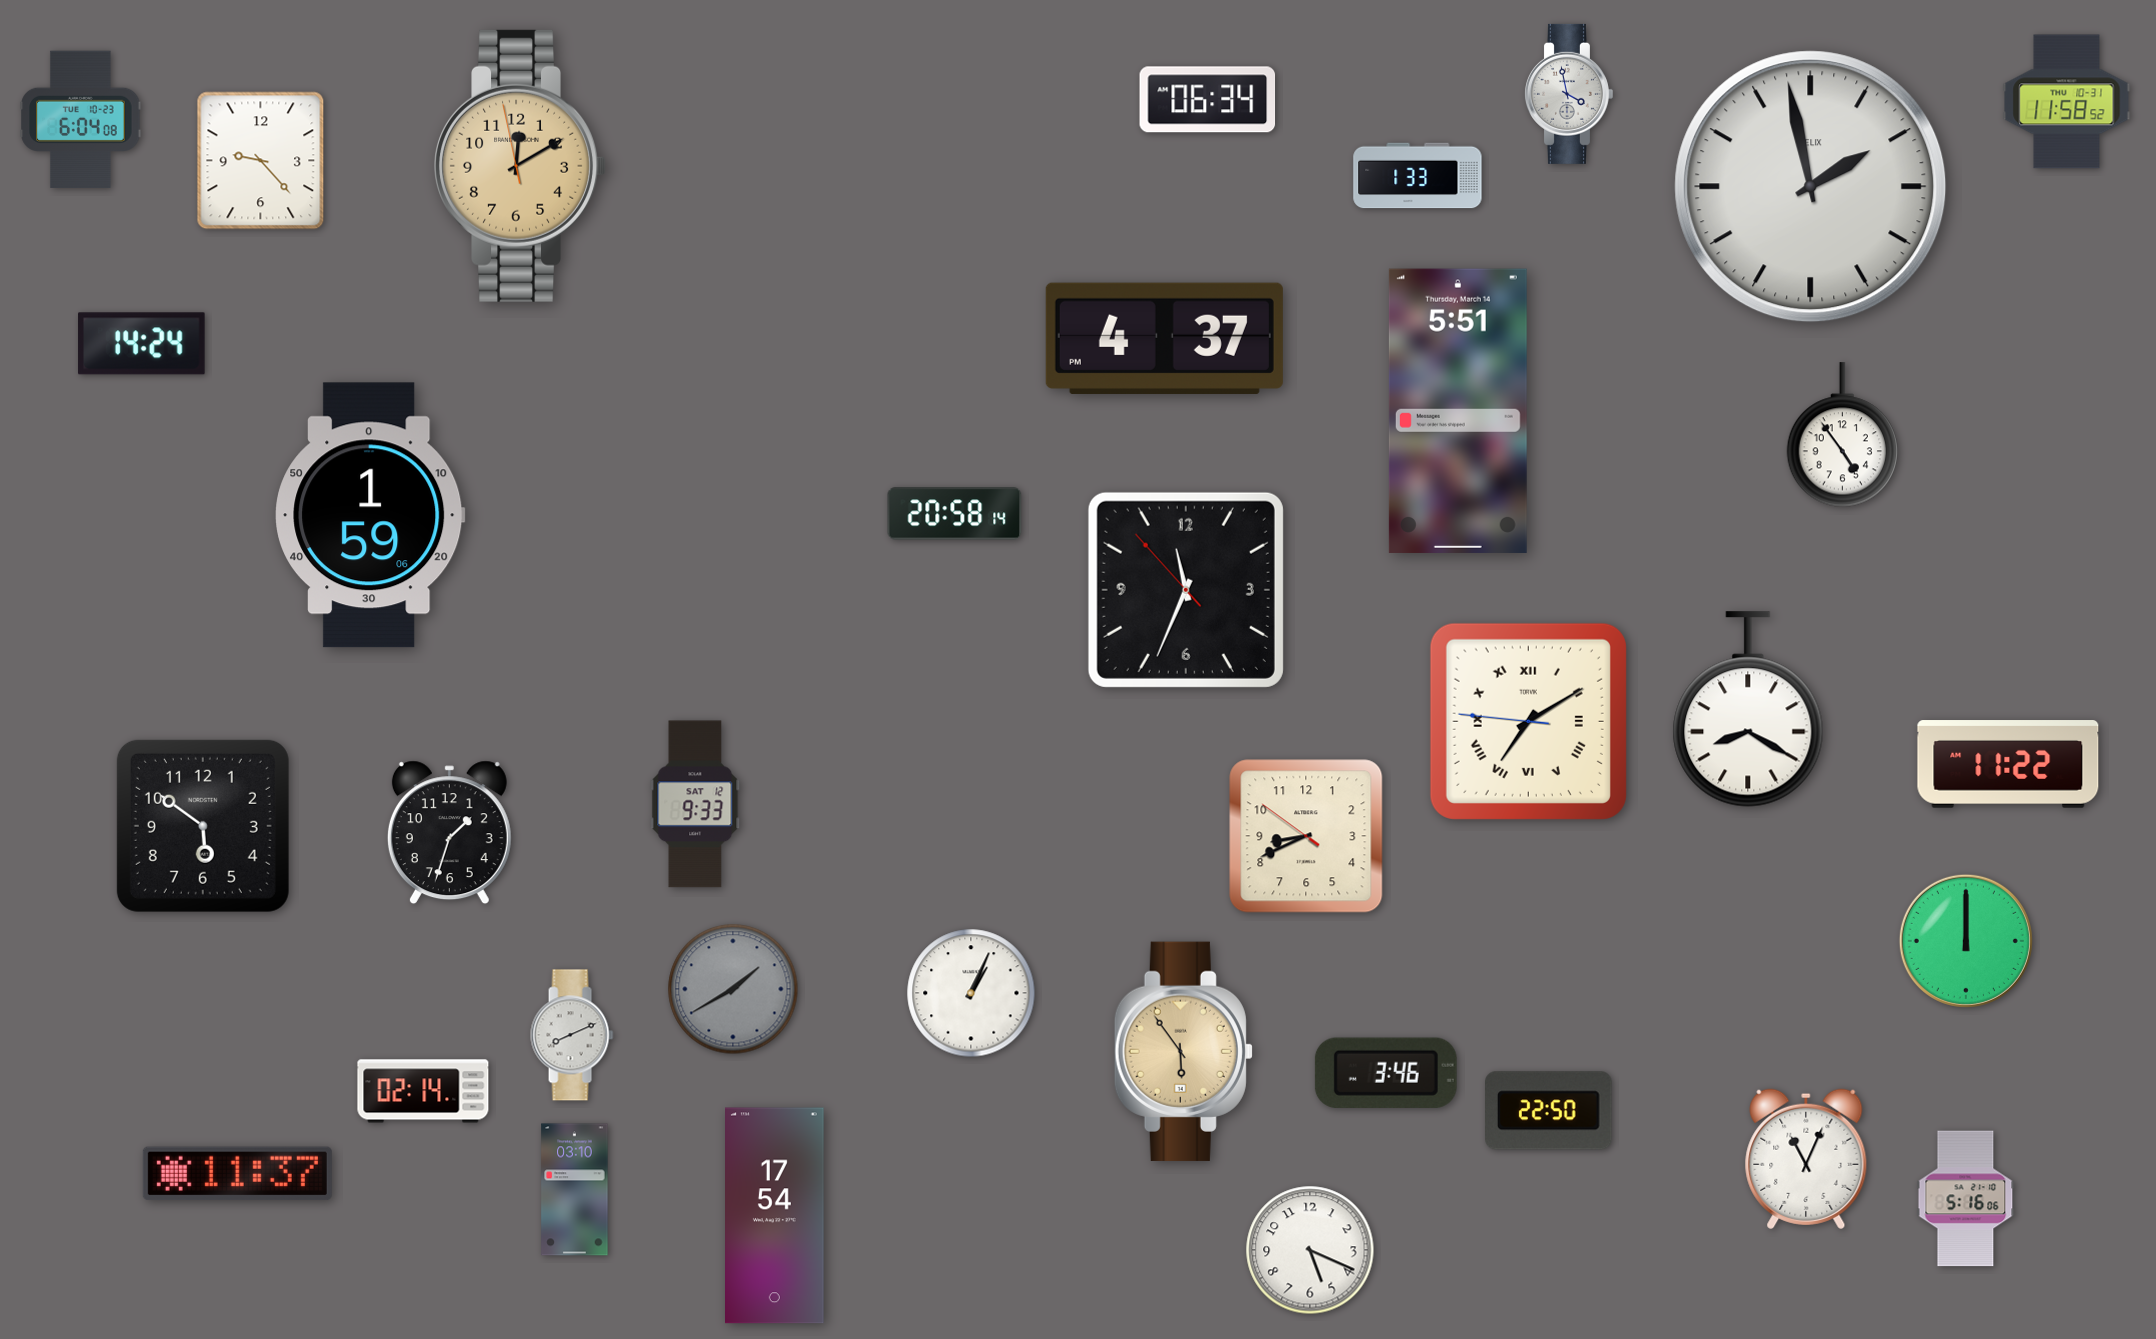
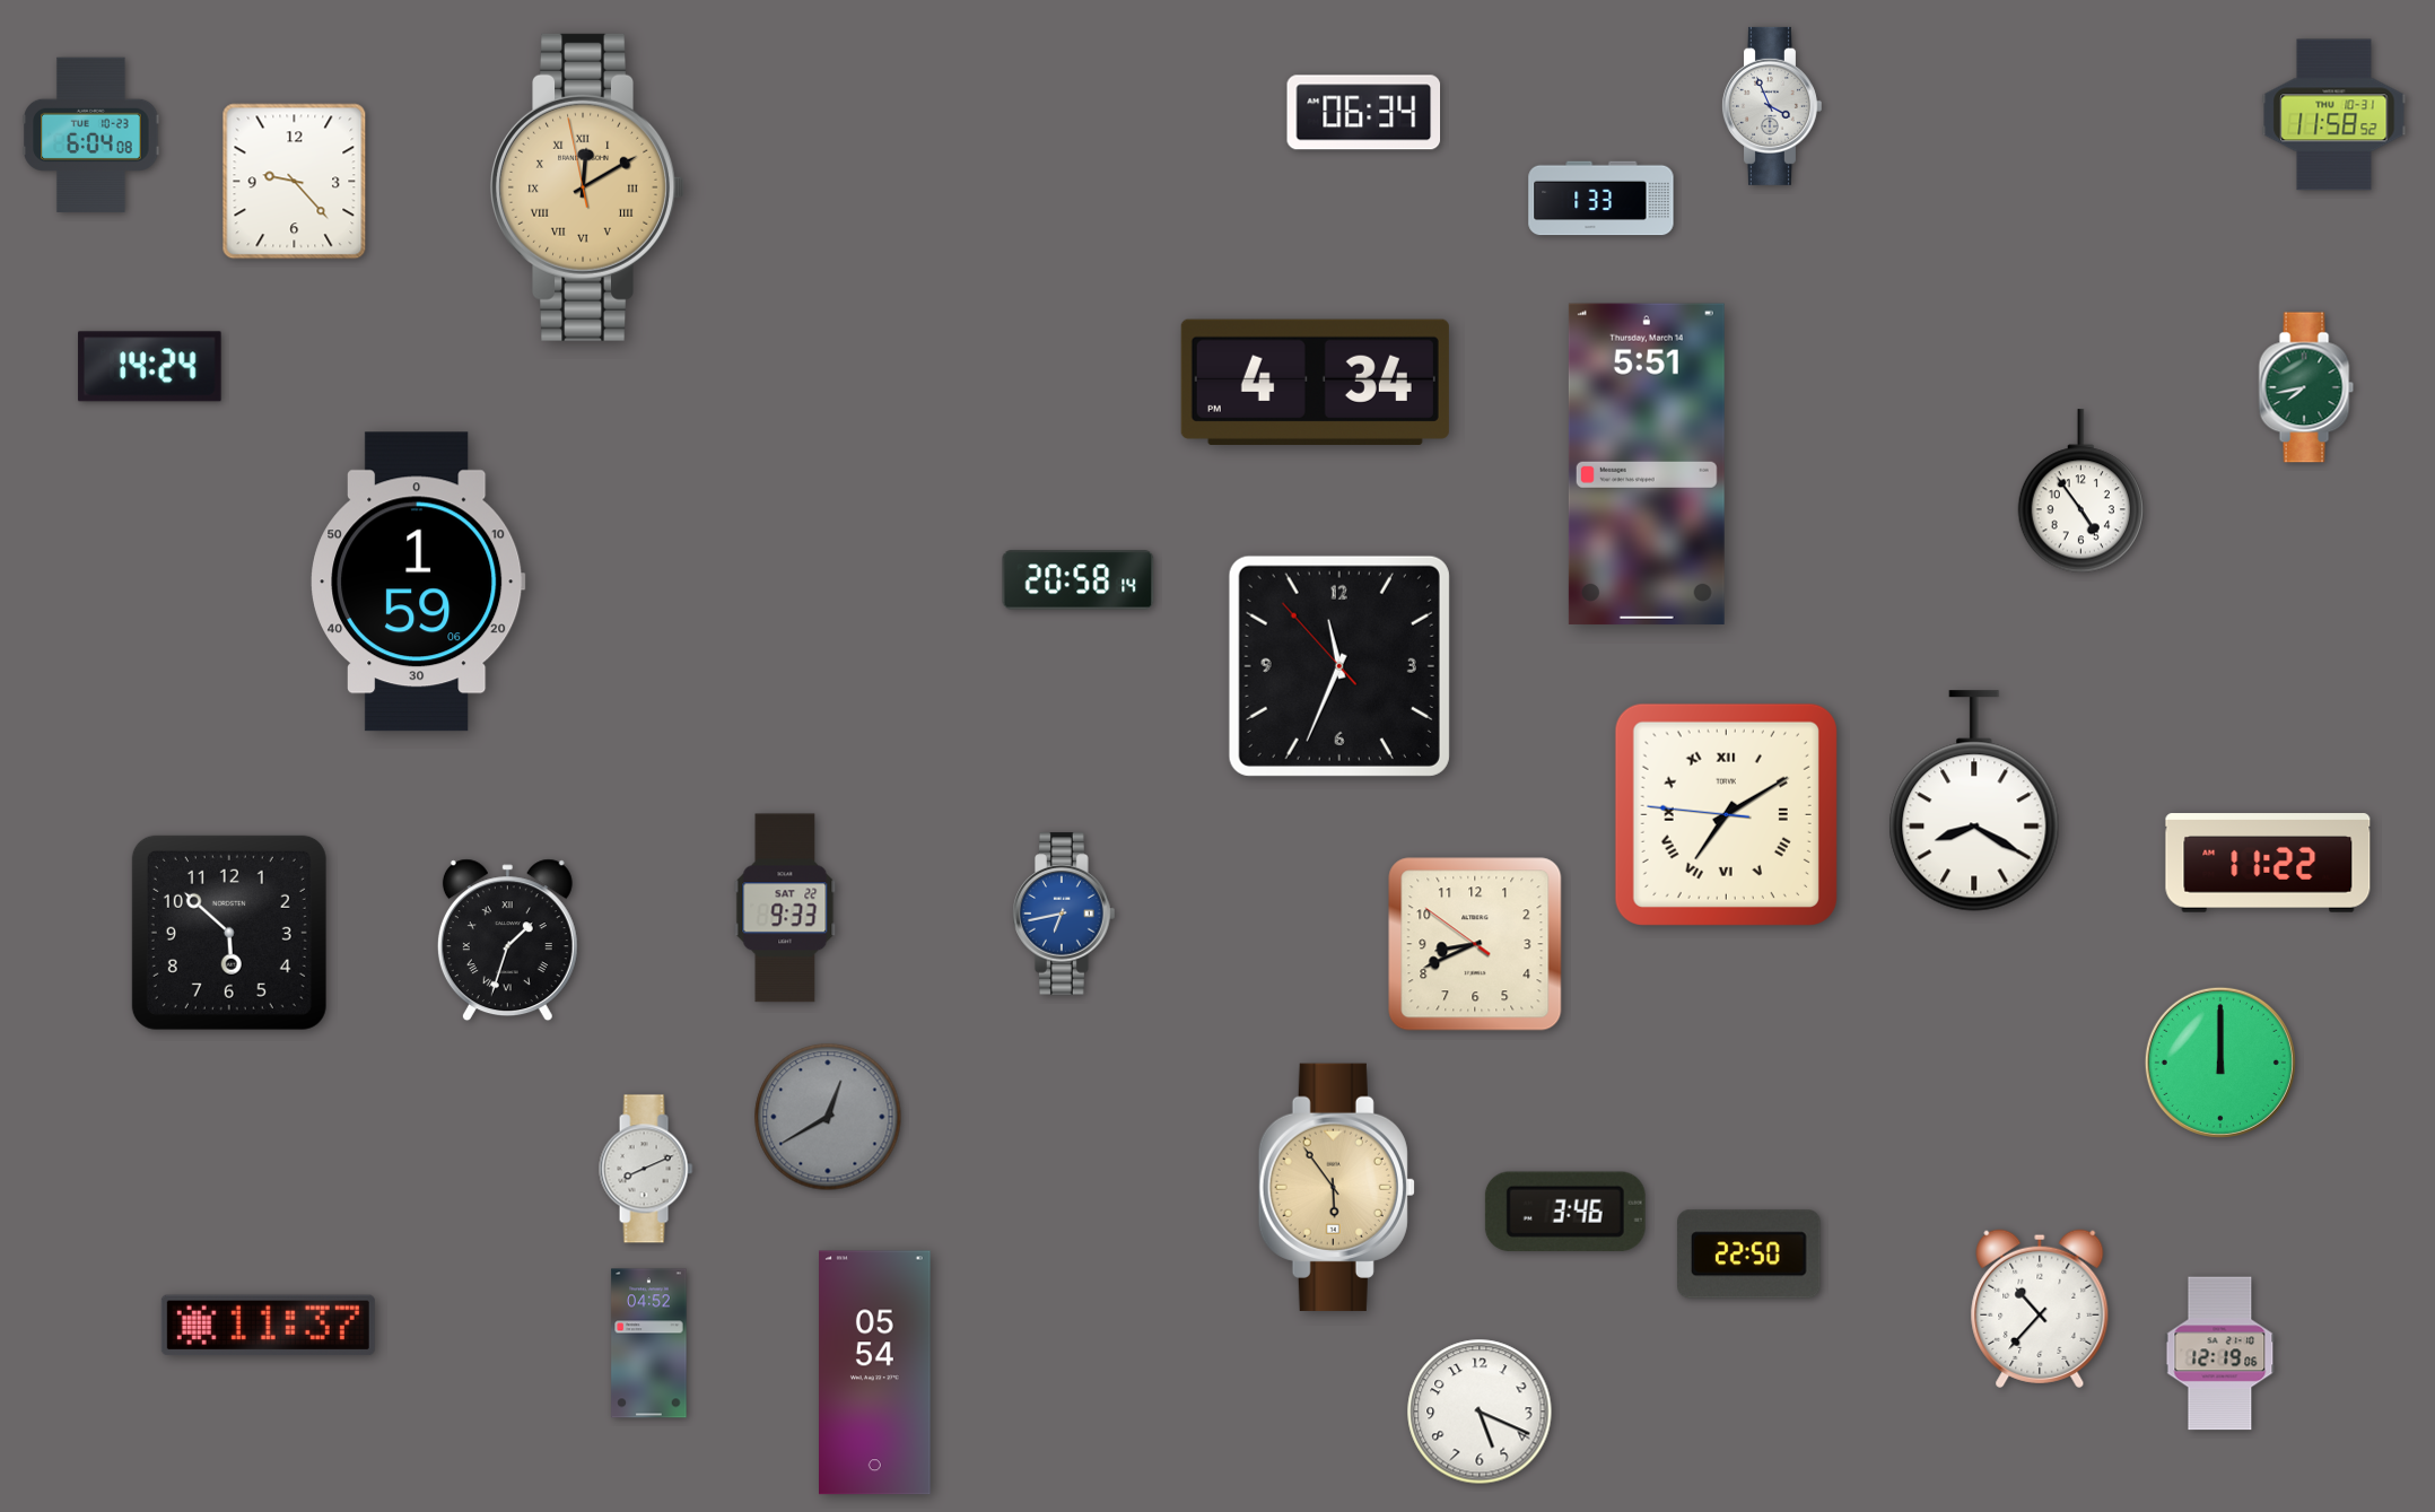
clock at (1568, 94): 3:58 -> 3:56
clock at (520, 166) numerals: Arabic -> Roman
clock at (1811, 187): 1:58 -> none
clock at (1164, 338): 4:37 -> 4:34
clock at (2306, 387): none -> 7:43
clock at (142, 344) position: (142, 344) -> (150, 367)
clock at (695, 804) date: SAT 12 -> SAT 22
clock at (1064, 914): none -> 6:43
clock at (203, 826): 5:51 -> 5:52
clock at (449, 833) numerals: Arabic -> Roman
clock at (733, 989): 1:40 -> 12:40
clock at (971, 993): 1:04 -> none
clock at (423, 1091): 02:14 -> none
clock at (1806, 1159): 11:04 -> 10:37
clock at (575, 1190): 03:10 -> 04:52
clock at (1966, 1199): 5:16 -> 12:19
clock at (775, 1216): 17:54 -> 05:54
